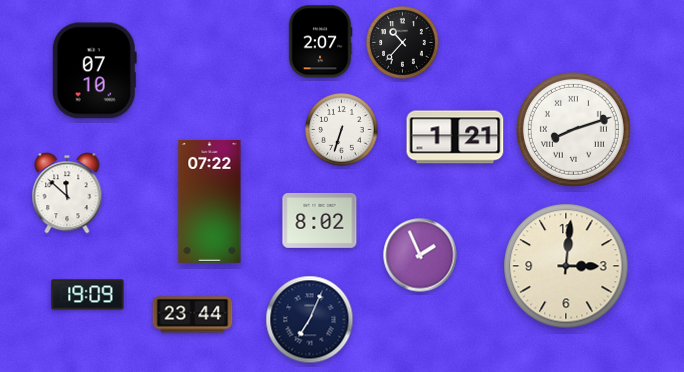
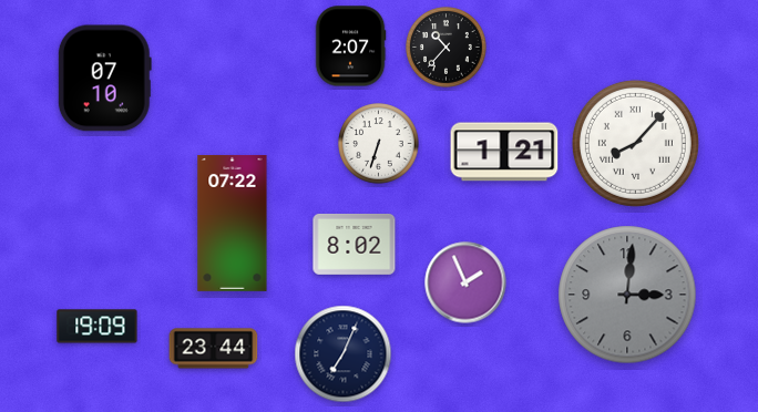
clock at (320, 42) position: (320, 42) -> (350, 47)
clock at (573, 129): 8:12 -> 8:07
clock at (67, 193): 11:52 -> none
clock at (566, 266) dial: cream -> grey
